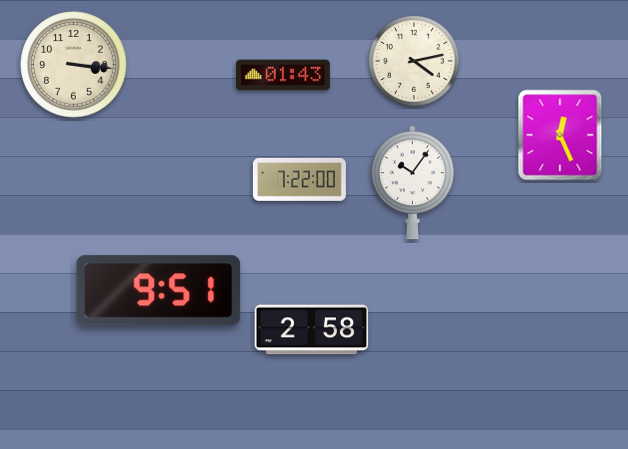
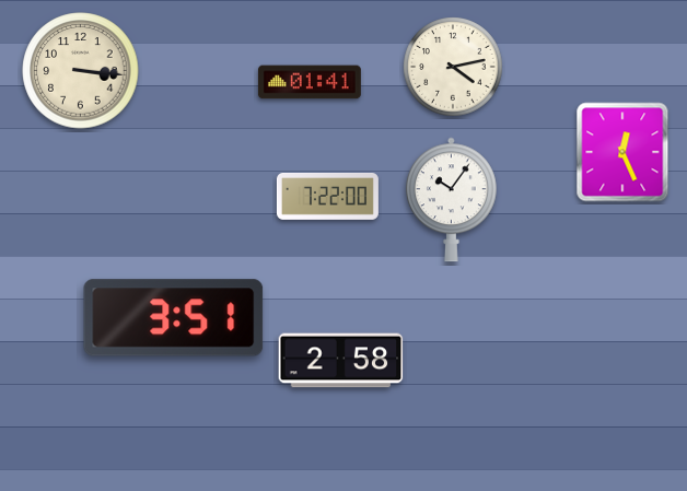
clock at (283, 75): 01:43 -> 01:41
clock at (560, 135) position: (560, 135) -> (622, 152)
clock at (159, 291): 9:51 -> 3:51
